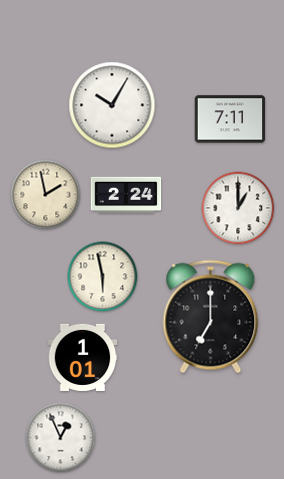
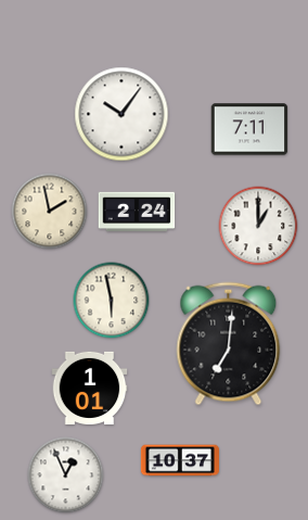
clock at (112, 105): 10:05 -> 10:06
clock at (211, 317): 7:00 -> 7:01
clock at (180, 460): none -> 10:37
